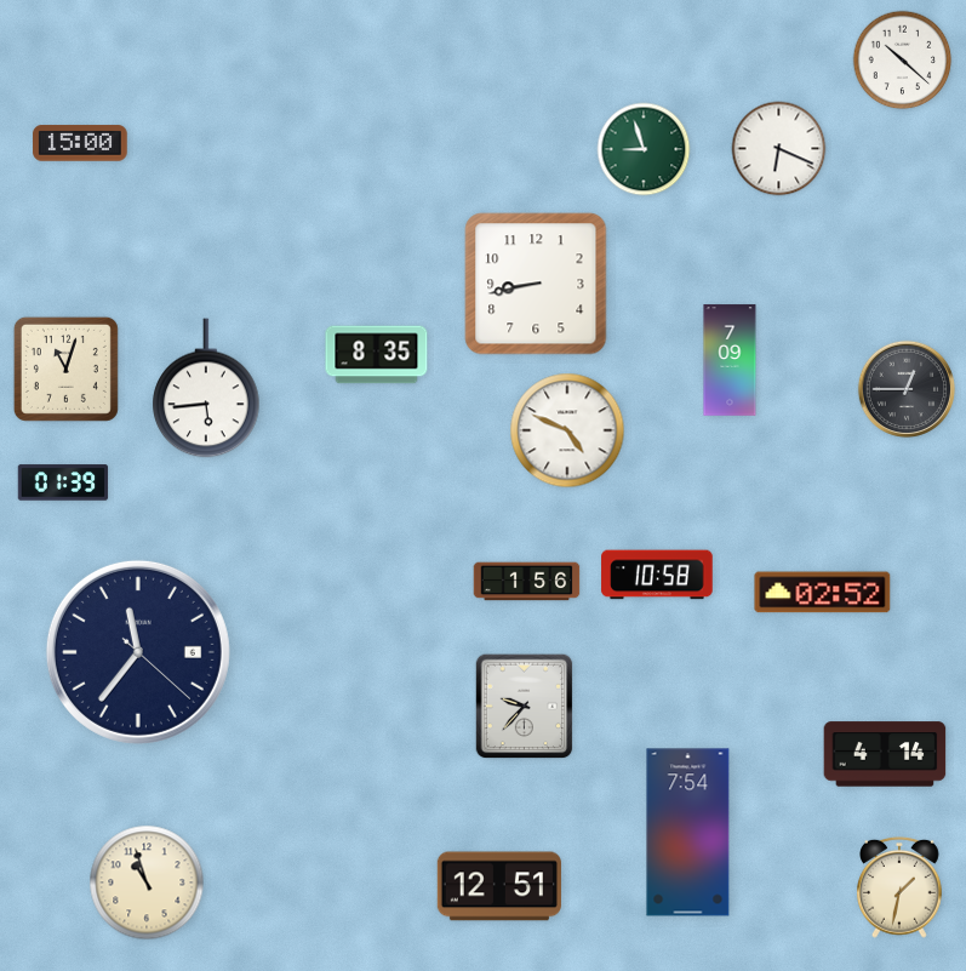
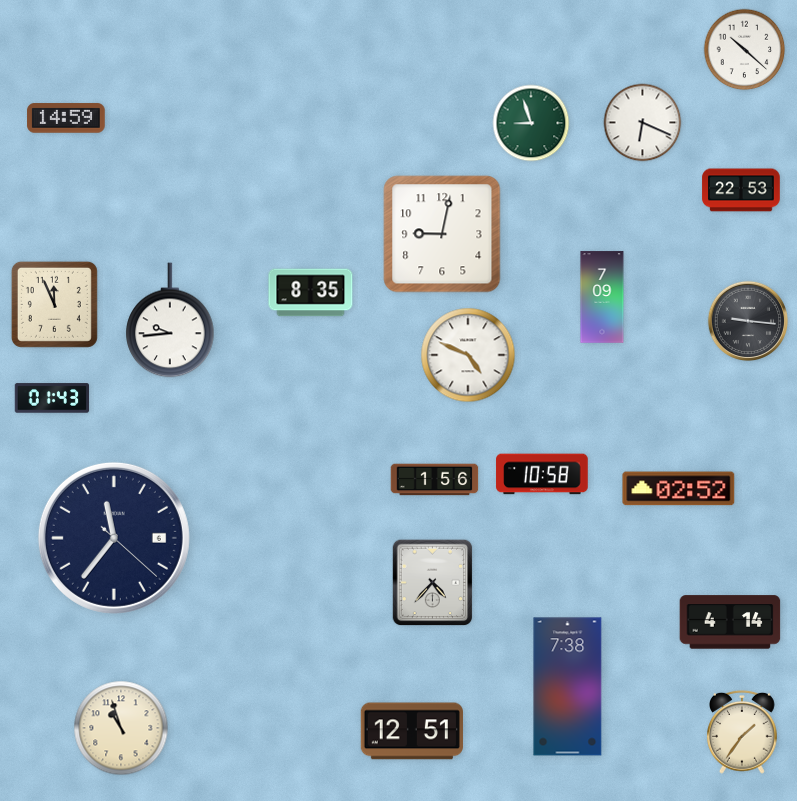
clock at (80, 143): 15:00 -> 14:59
clock at (741, 190): none -> 22:53
clock at (536, 284): 8:43 -> 9:02
clock at (65, 369): 11:03 -> 11:56
clock at (206, 388): 5:44 -> 9:44
clock at (907, 389): 12:45 -> 9:16
clock at (63, 482): 01:39 -> 01:43
clock at (525, 707): 9:37 -> 4:37
clock at (688, 833): 7:54 -> 7:38
clock at (901, 887): 1:32 -> 1:36
